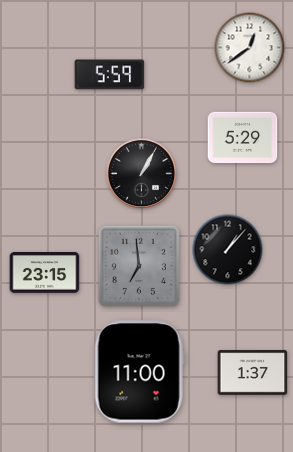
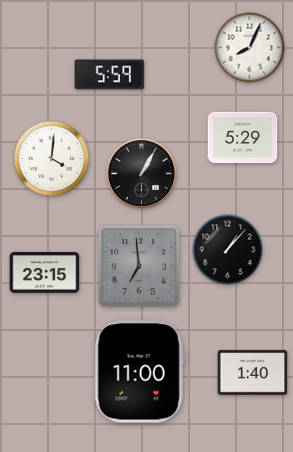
clock at (250, 48): 12:39 -> 8:04
clock at (52, 159): none -> 4:01
clock at (253, 373): 1:37 -> 1:40
